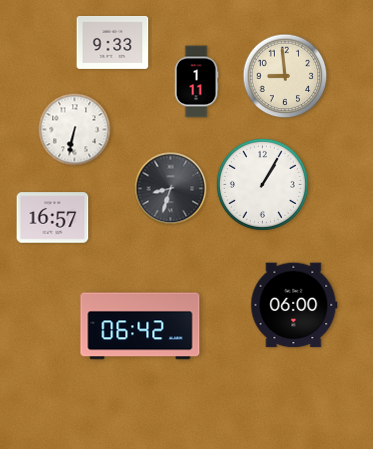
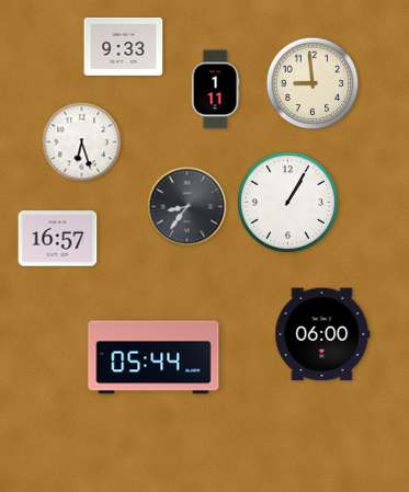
clock at (75, 130): 6:32 -> 6:27
clock at (171, 189): 8:33 -> 8:36
clock at (140, 326): 06:42 -> 05:44
